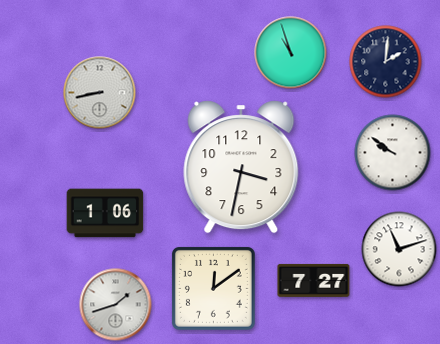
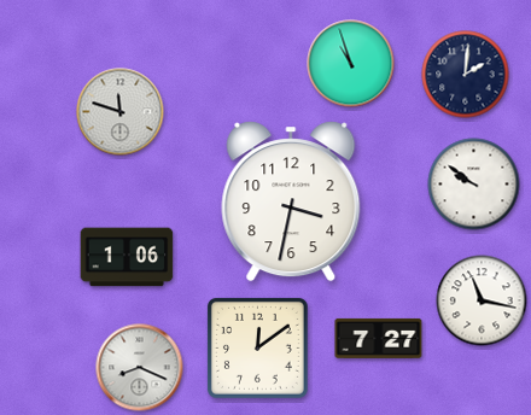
clock at (100, 93): 8:43 -> 11:48
clock at (399, 249): 11:12 -> 11:17
clock at (116, 305): 1:42 -> 8:19
